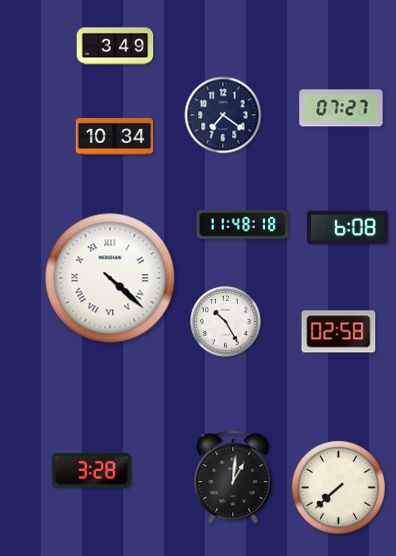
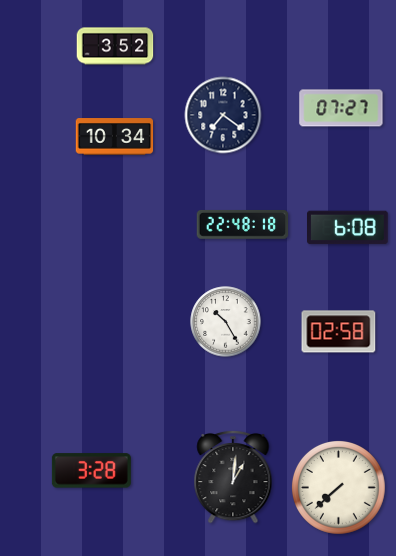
clock at (115, 46): 3:49 -> 3:52
clock at (243, 225): 11:48 -> 22:48
clock at (110, 278): 4:22 -> none
